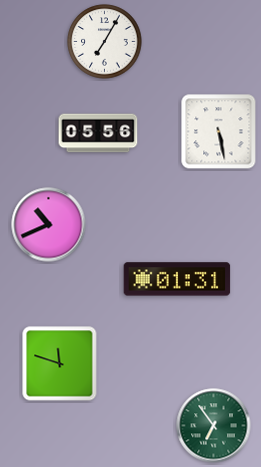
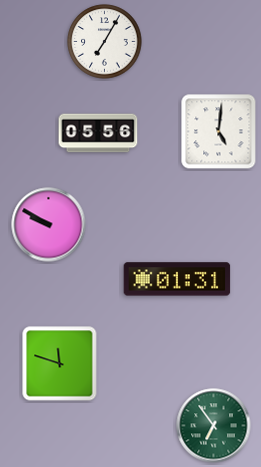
clock at (219, 132): 5:28 -> 5:01
clock at (49, 225): 10:41 -> 9:50
